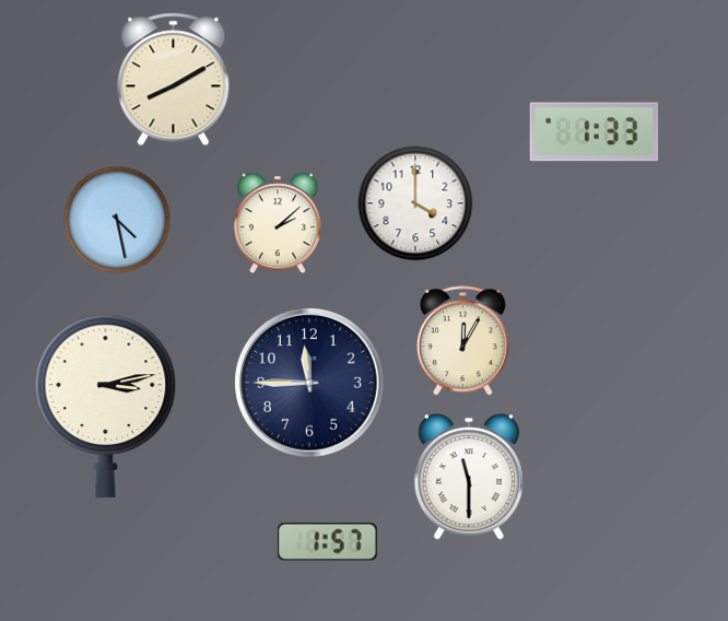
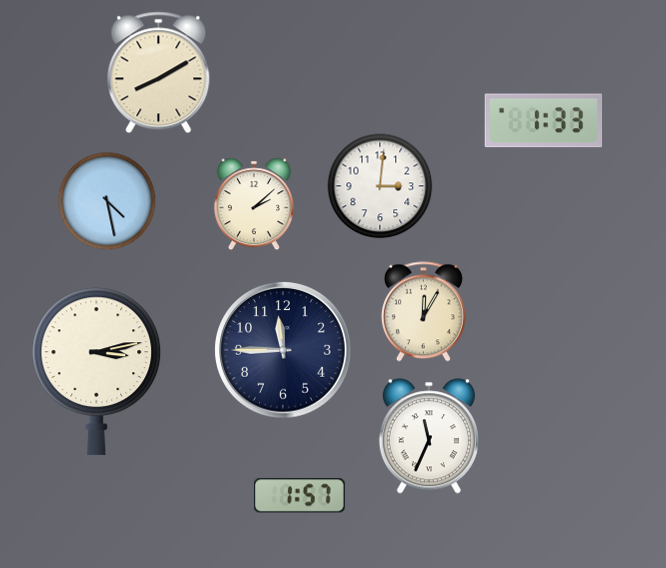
clock at (415, 203): 4:00 -> 3:01
clock at (469, 477): 11:30 -> 11:34
